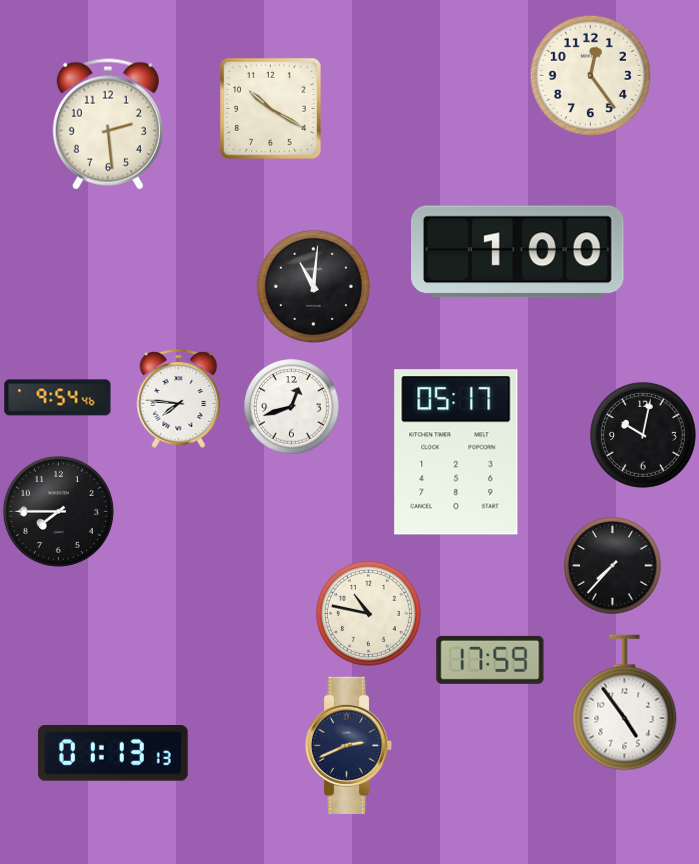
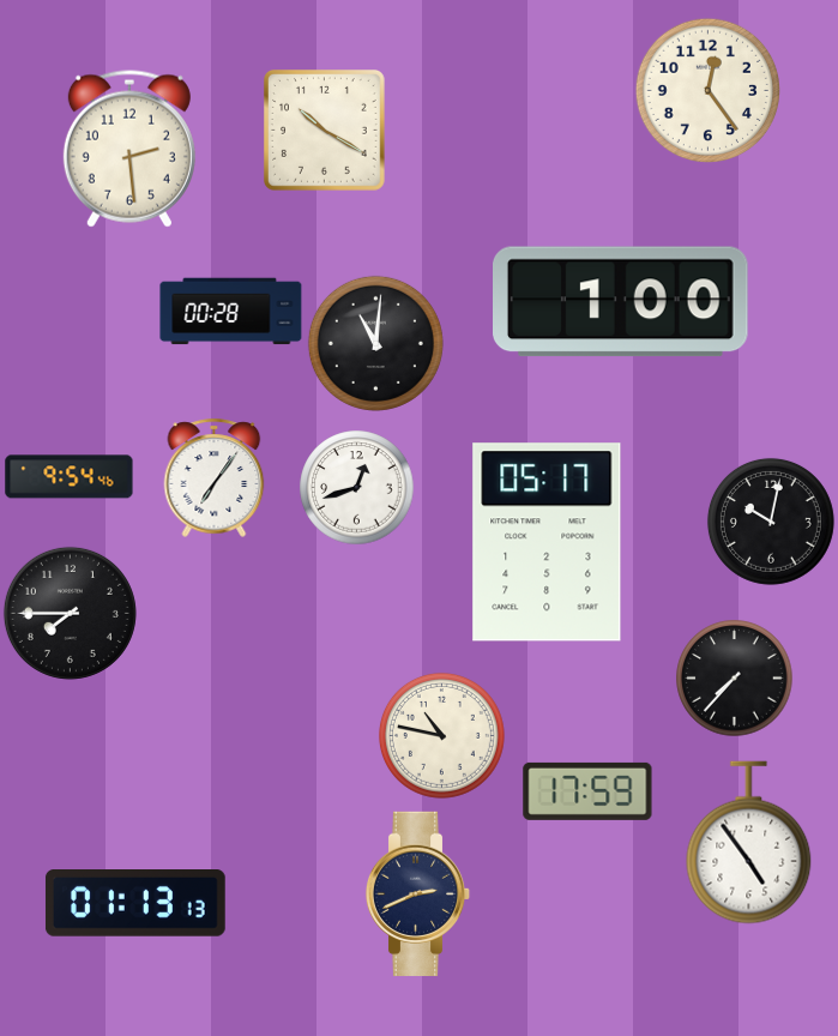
clock at (231, 312): none -> 00:28
clock at (179, 398): 7:46 -> 7:06
clock at (291, 406) position: (291, 406) -> (356, 487)
